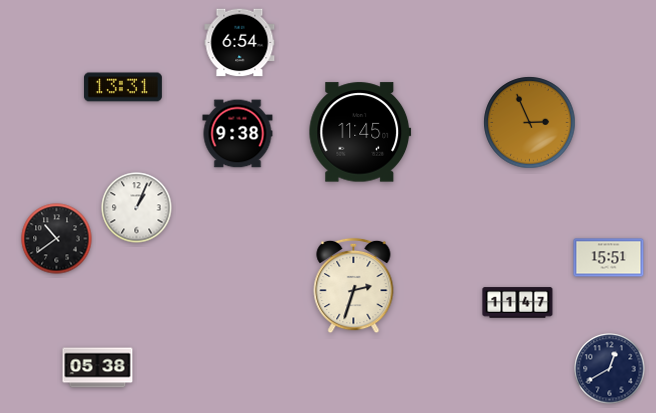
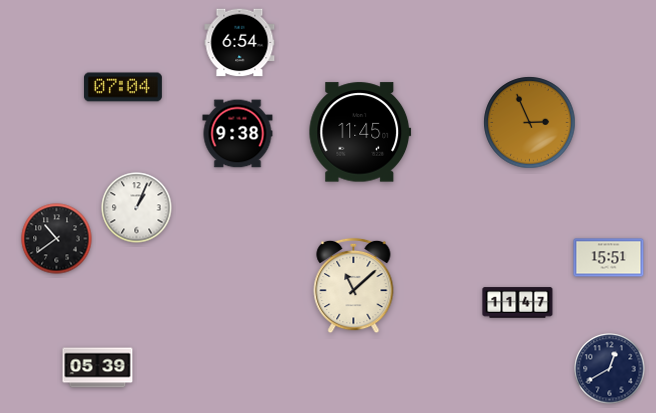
clock at (123, 87): 13:31 -> 07:04
clock at (354, 286): 2:33 -> 11:08
clock at (98, 368): 05:38 -> 05:39
